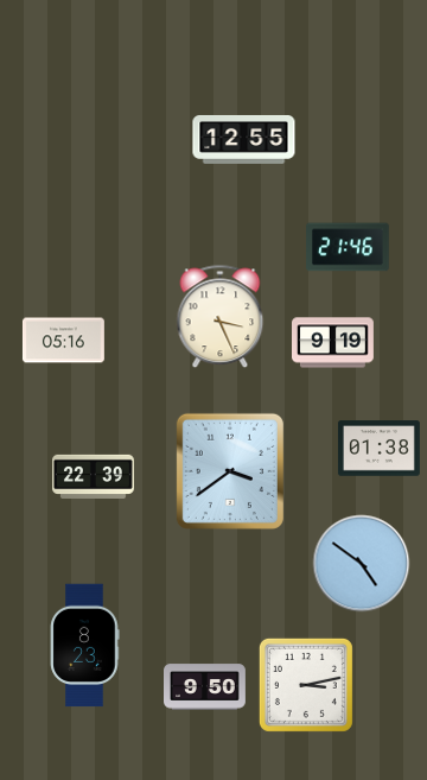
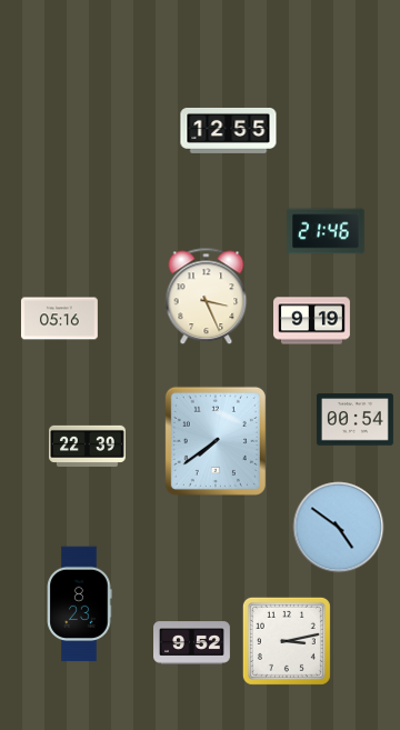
clock at (378, 449): 01:38 -> 00:54
clock at (230, 471): 3:39 -> 7:39
clock at (205, 687): 9:50 -> 9:52
